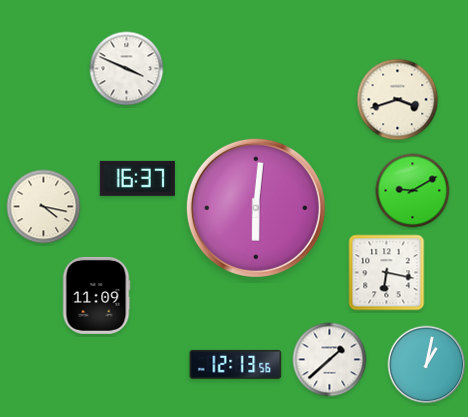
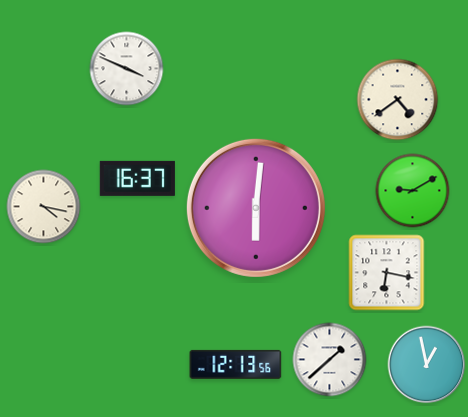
clock at (398, 100): 3:42 -> 4:39
clock at (96, 295): 11:09 -> none
clock at (427, 365): 1:02 -> 12:58
